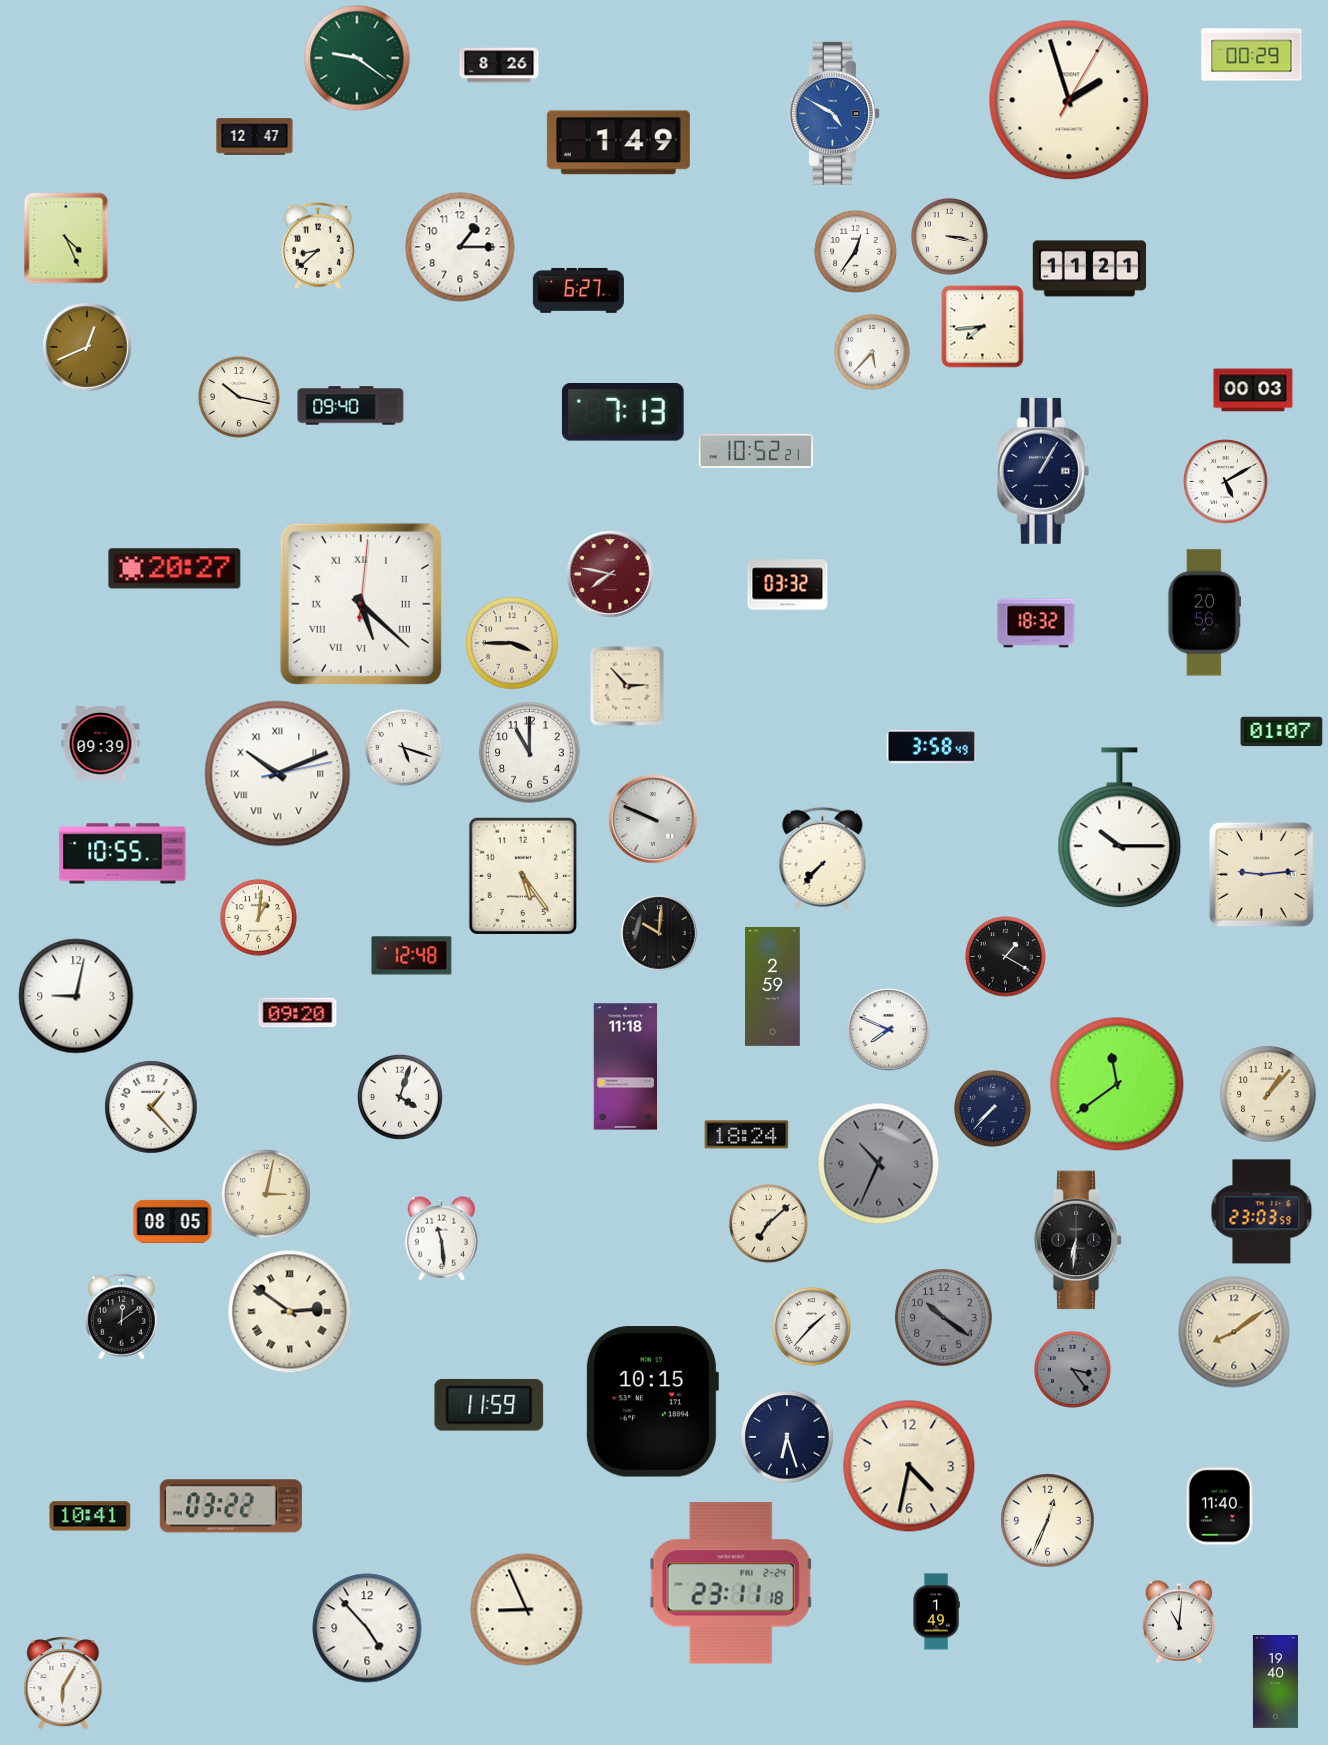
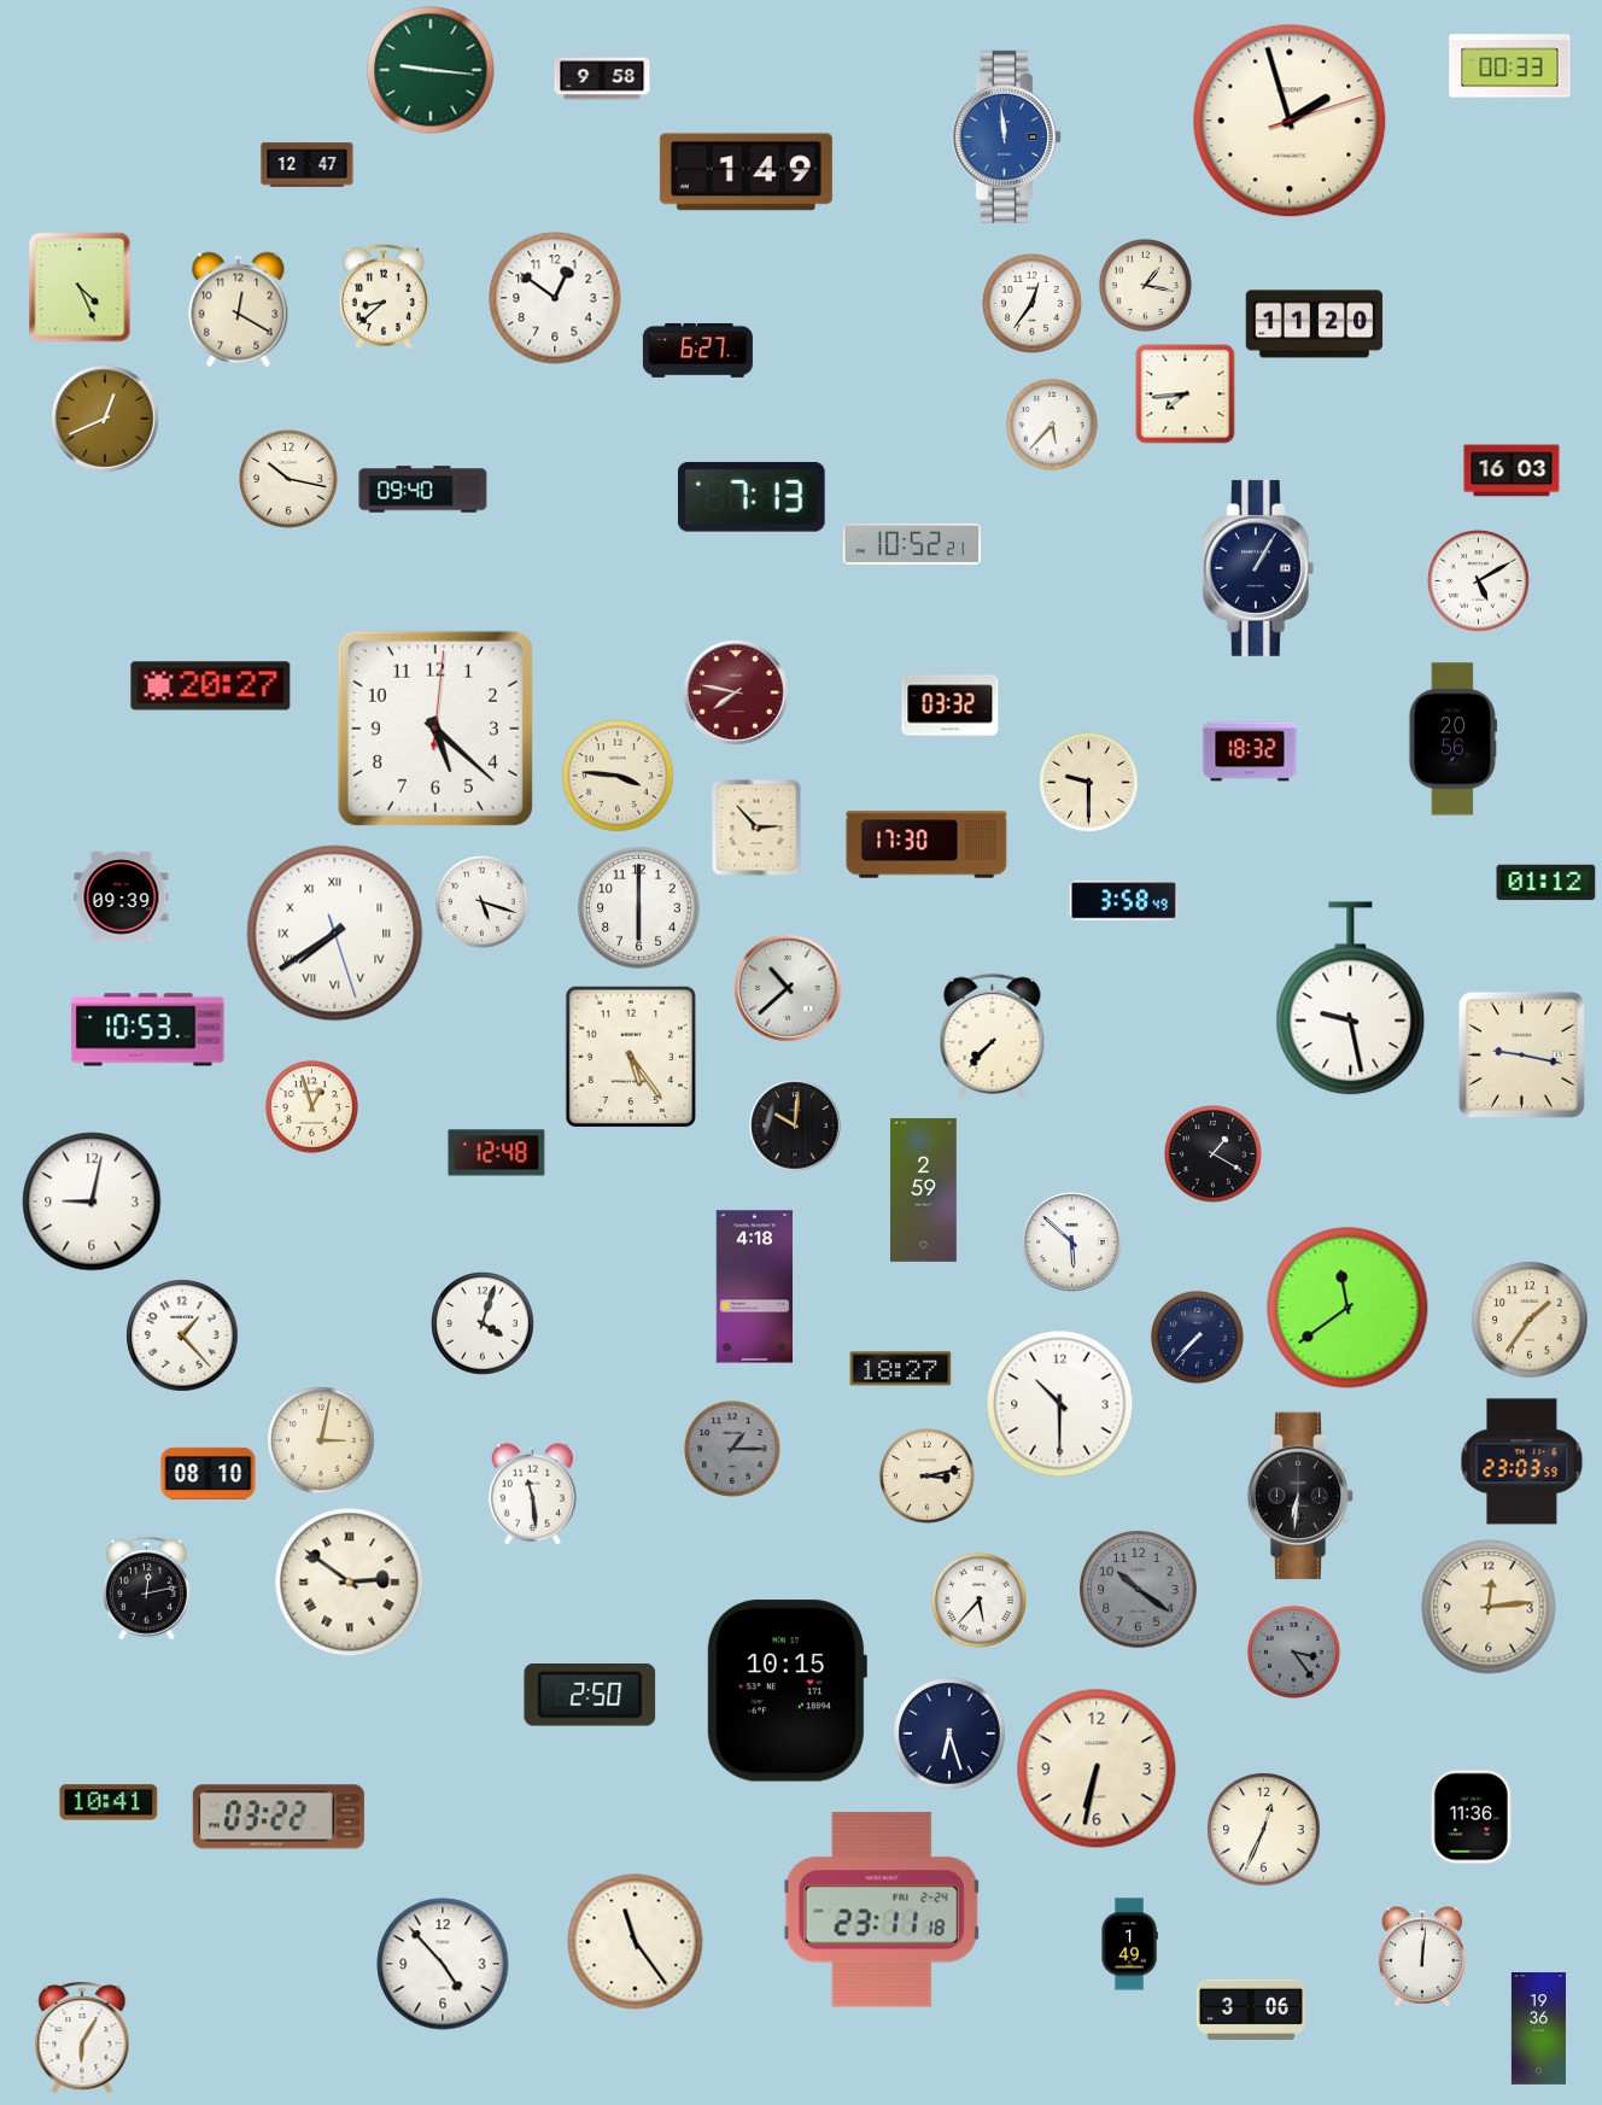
clock at (1252, 55): 00:29 -> 00:33
clock at (357, 58): 9:21 -> 9:16
clock at (499, 65): 8:26 -> 9:58
clock at (1069, 100): 1:57:05 -> 1:57:12
clock at (834, 113): 4:50 -> 11:59
clock at (949, 236): 3:17 -> 1:17
clock at (460, 247): 1:15 -> 12:51
clock at (239, 310): none -> 12:20
clock at (1090, 269): 11:21 -> 11:20
clock at (1253, 390): 00:03 -> 16:03
clock at (361, 604) numerals: Roman -> Arabic
clock at (512, 643): 3:45 -> 3:46
clock at (1089, 783): none -> 9:30
clock at (926, 844): none -> 17:30
clock at (1282, 732): 01:07 -> 01:12
clock at (403, 747) position: (403, 747) -> (481, 901)
clock at (530, 753): 11:00 -> 6:00
clock at (278, 774): 10:11 -> 7:39
clock at (653, 819): 9:49 -> 10:38
clock at (1120, 828): 10:15 -> 9:28
clock at (123, 854): 10:55 -> 10:53
clock at (1261, 874): 9:14 -> 9:17
clock at (258, 917): 1:01 -> 12:57
clock at (773, 986) position: (773, 986) -> (924, 1189)
clock at (298, 1013): 09:20 -> none
clock at (889, 1030): 7:49 -> 5:52
clock at (626, 1067): 11:18 -> 4:18
clock at (1268, 1094): 1:07 -> 1:36
clock at (747, 1135): 18:24 -> 18:27
clock at (879, 1164): 10:34 -> 10:30
clock at (879, 1164) dial: grey -> white
clock at (733, 1450): none -> 1:15
clock at (173, 1221): 08:05 -> 08:10
clock at (768, 1223): 7:08 -> 3:13
clock at (121, 1316): 12:09 -> 12:13
clock at (811, 1326): 1:37 -> 5:37
clock at (1234, 1332): 8:09 -> 12:14
clock at (489, 1405): 11:59 -> 2:50
clock at (909, 1466): 4:32 -> 6:32
clock at (1220, 1506): 11:40 -> 11:36
clock at (90, 1516) position: (90, 1516) -> (109, 1802)
clock at (1048, 1521) position: (1048, 1521) -> (1264, 1830)
clock at (527, 1610): 8:56 -> 11:24
clock at (1179, 1622): 11:01 -> 12:01
clock at (1251, 2010): none -> 3:06
clock at (1275, 1682): 19:40 -> 19:36
clock at (63, 1683) position: (63, 1683) -> (82, 2037)
